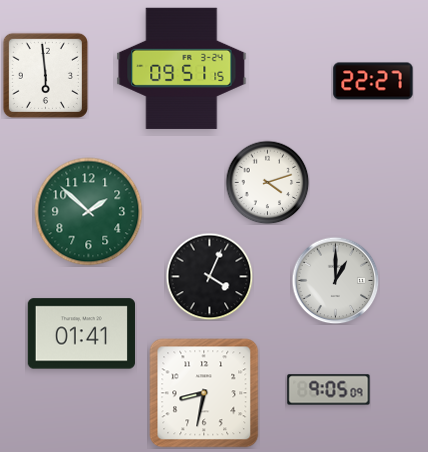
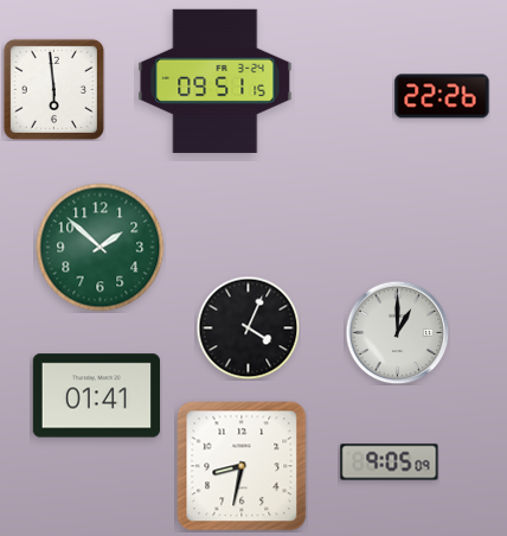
clock at (373, 81): 22:27 -> 22:26
clock at (267, 182): 4:12 -> none
clock at (89, 212) position: (89, 212) -> (101, 248)
